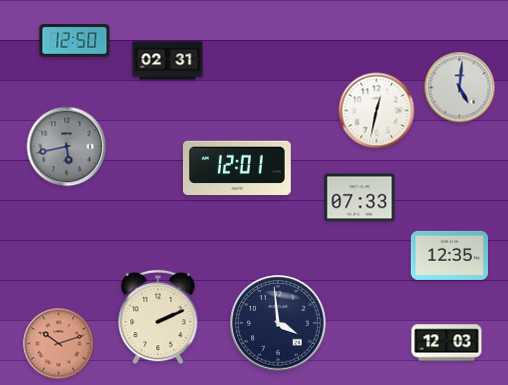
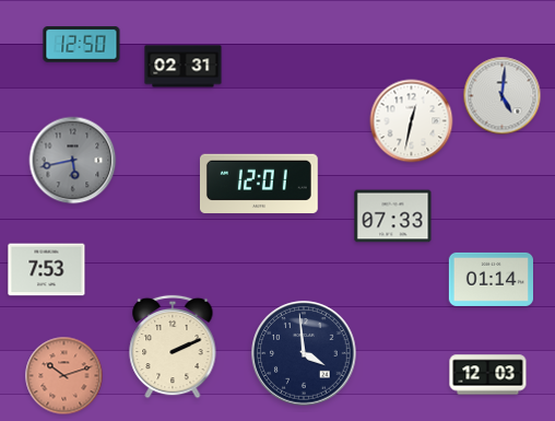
clock at (47, 270): none -> 7:53
clock at (449, 255): 12:35 -> 01:14
